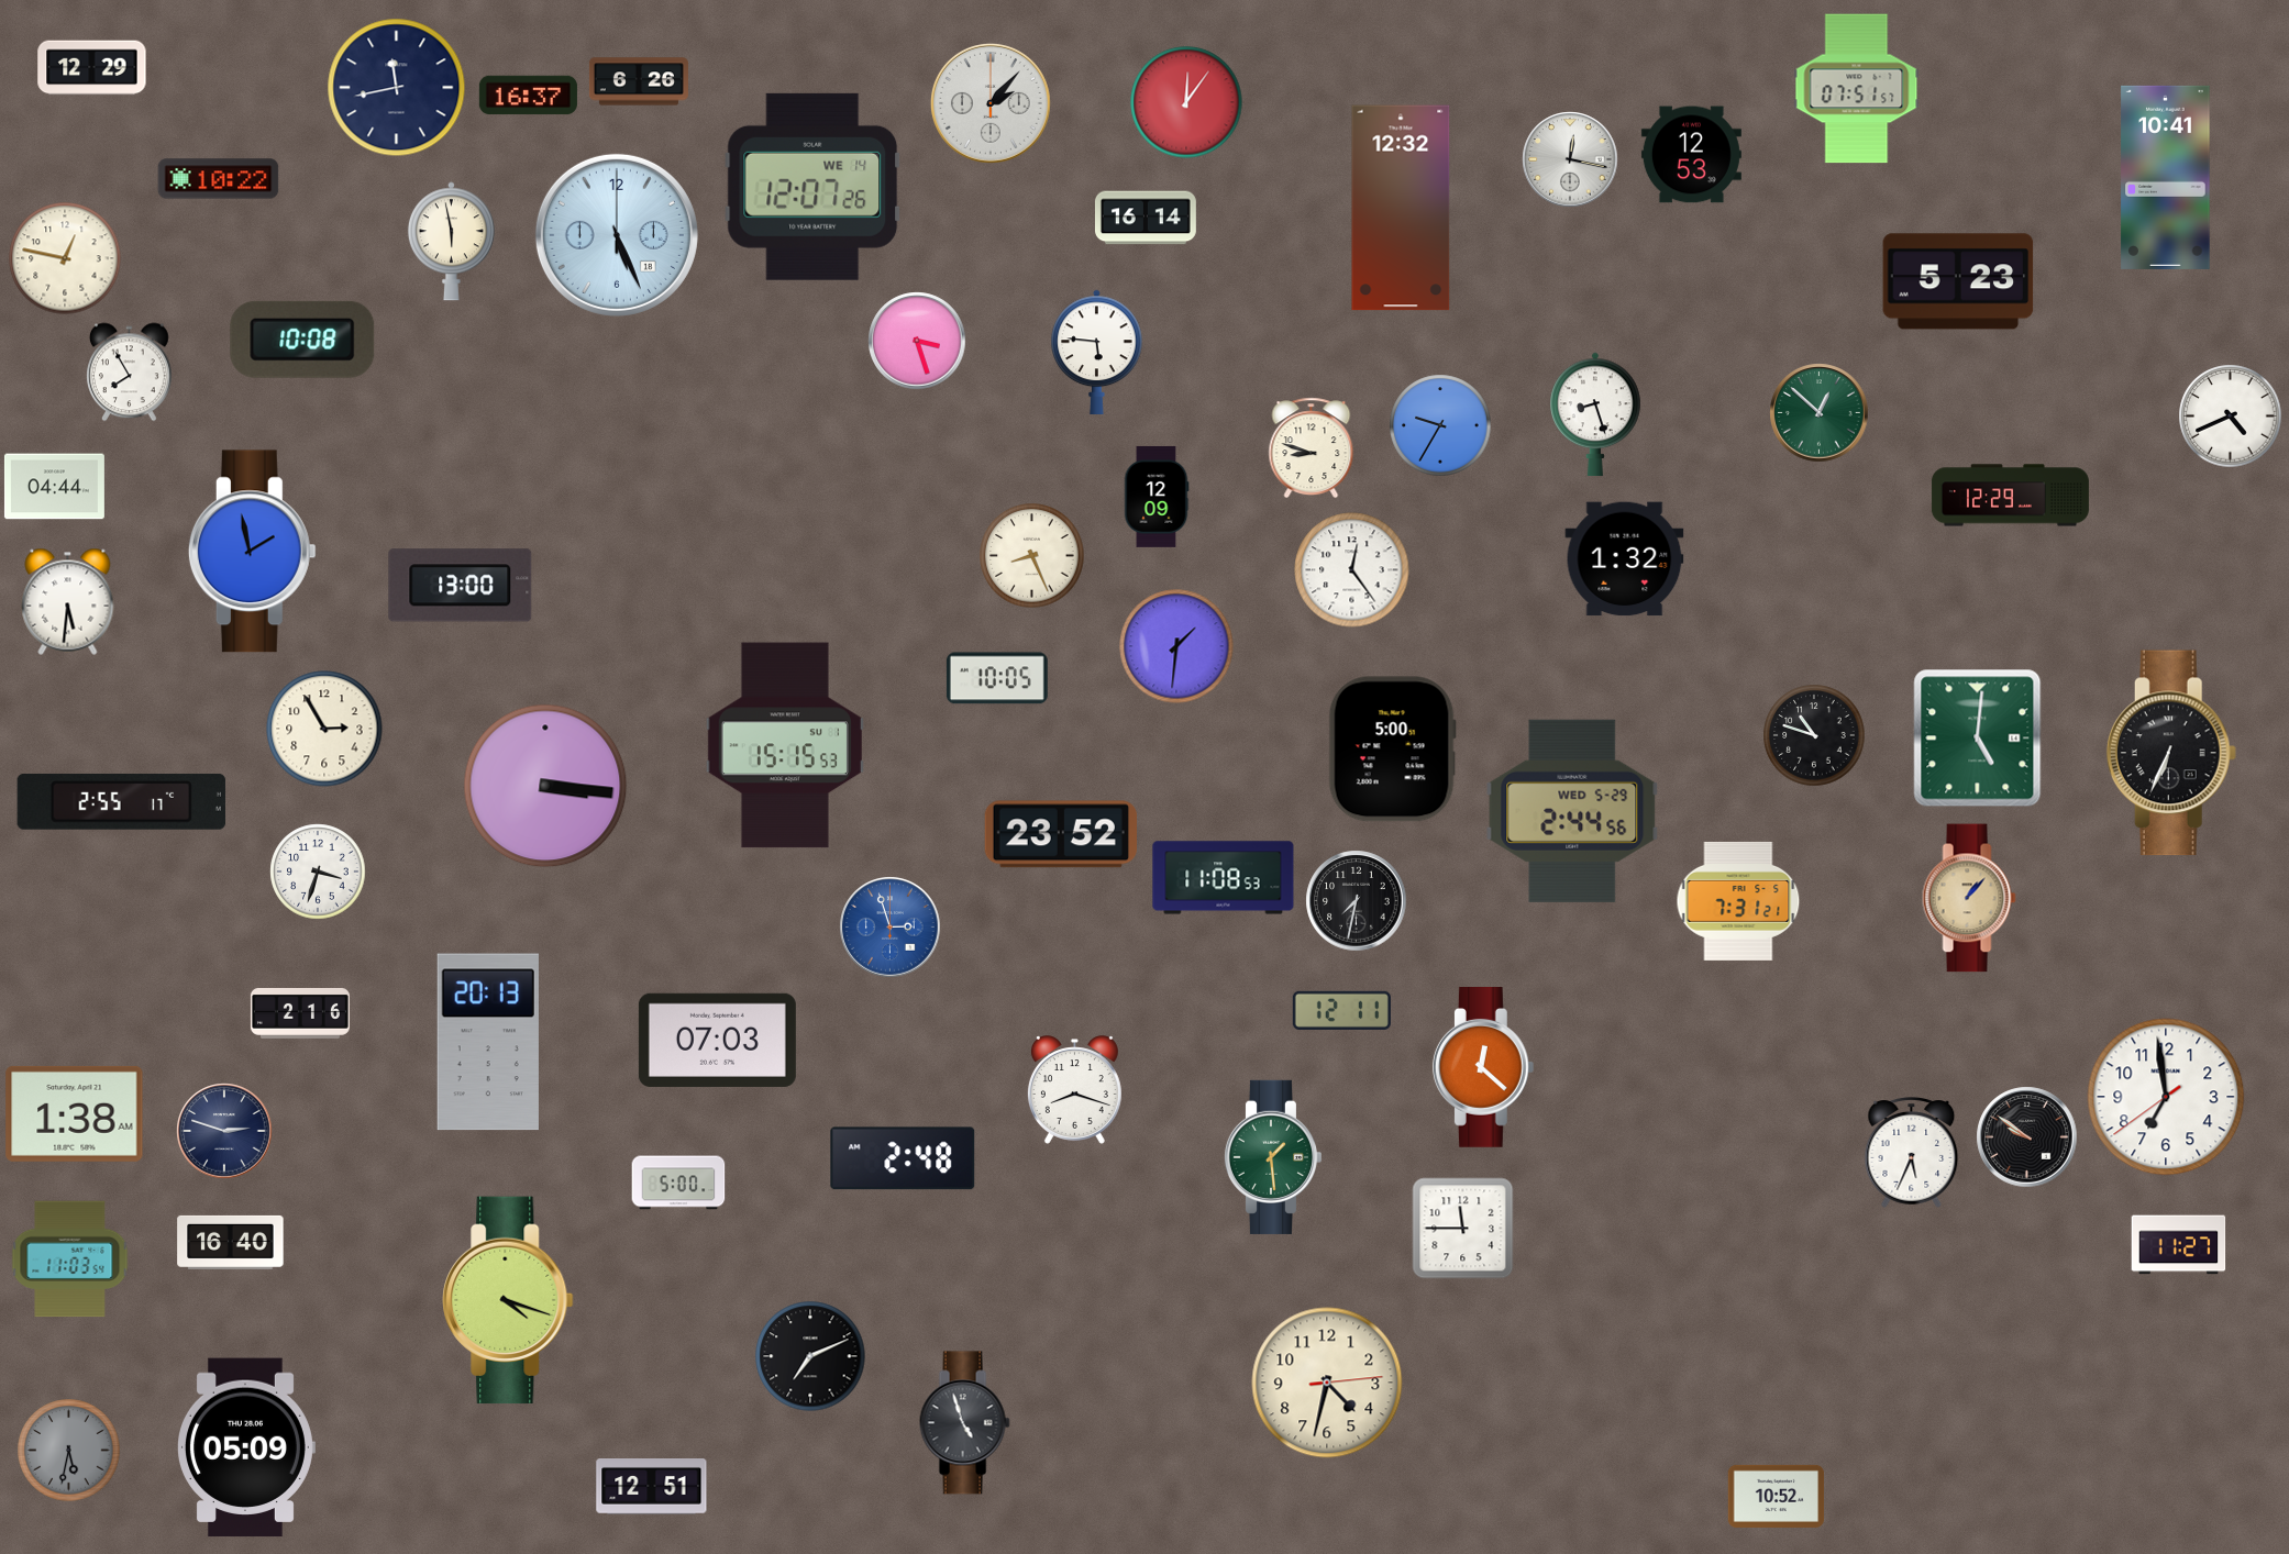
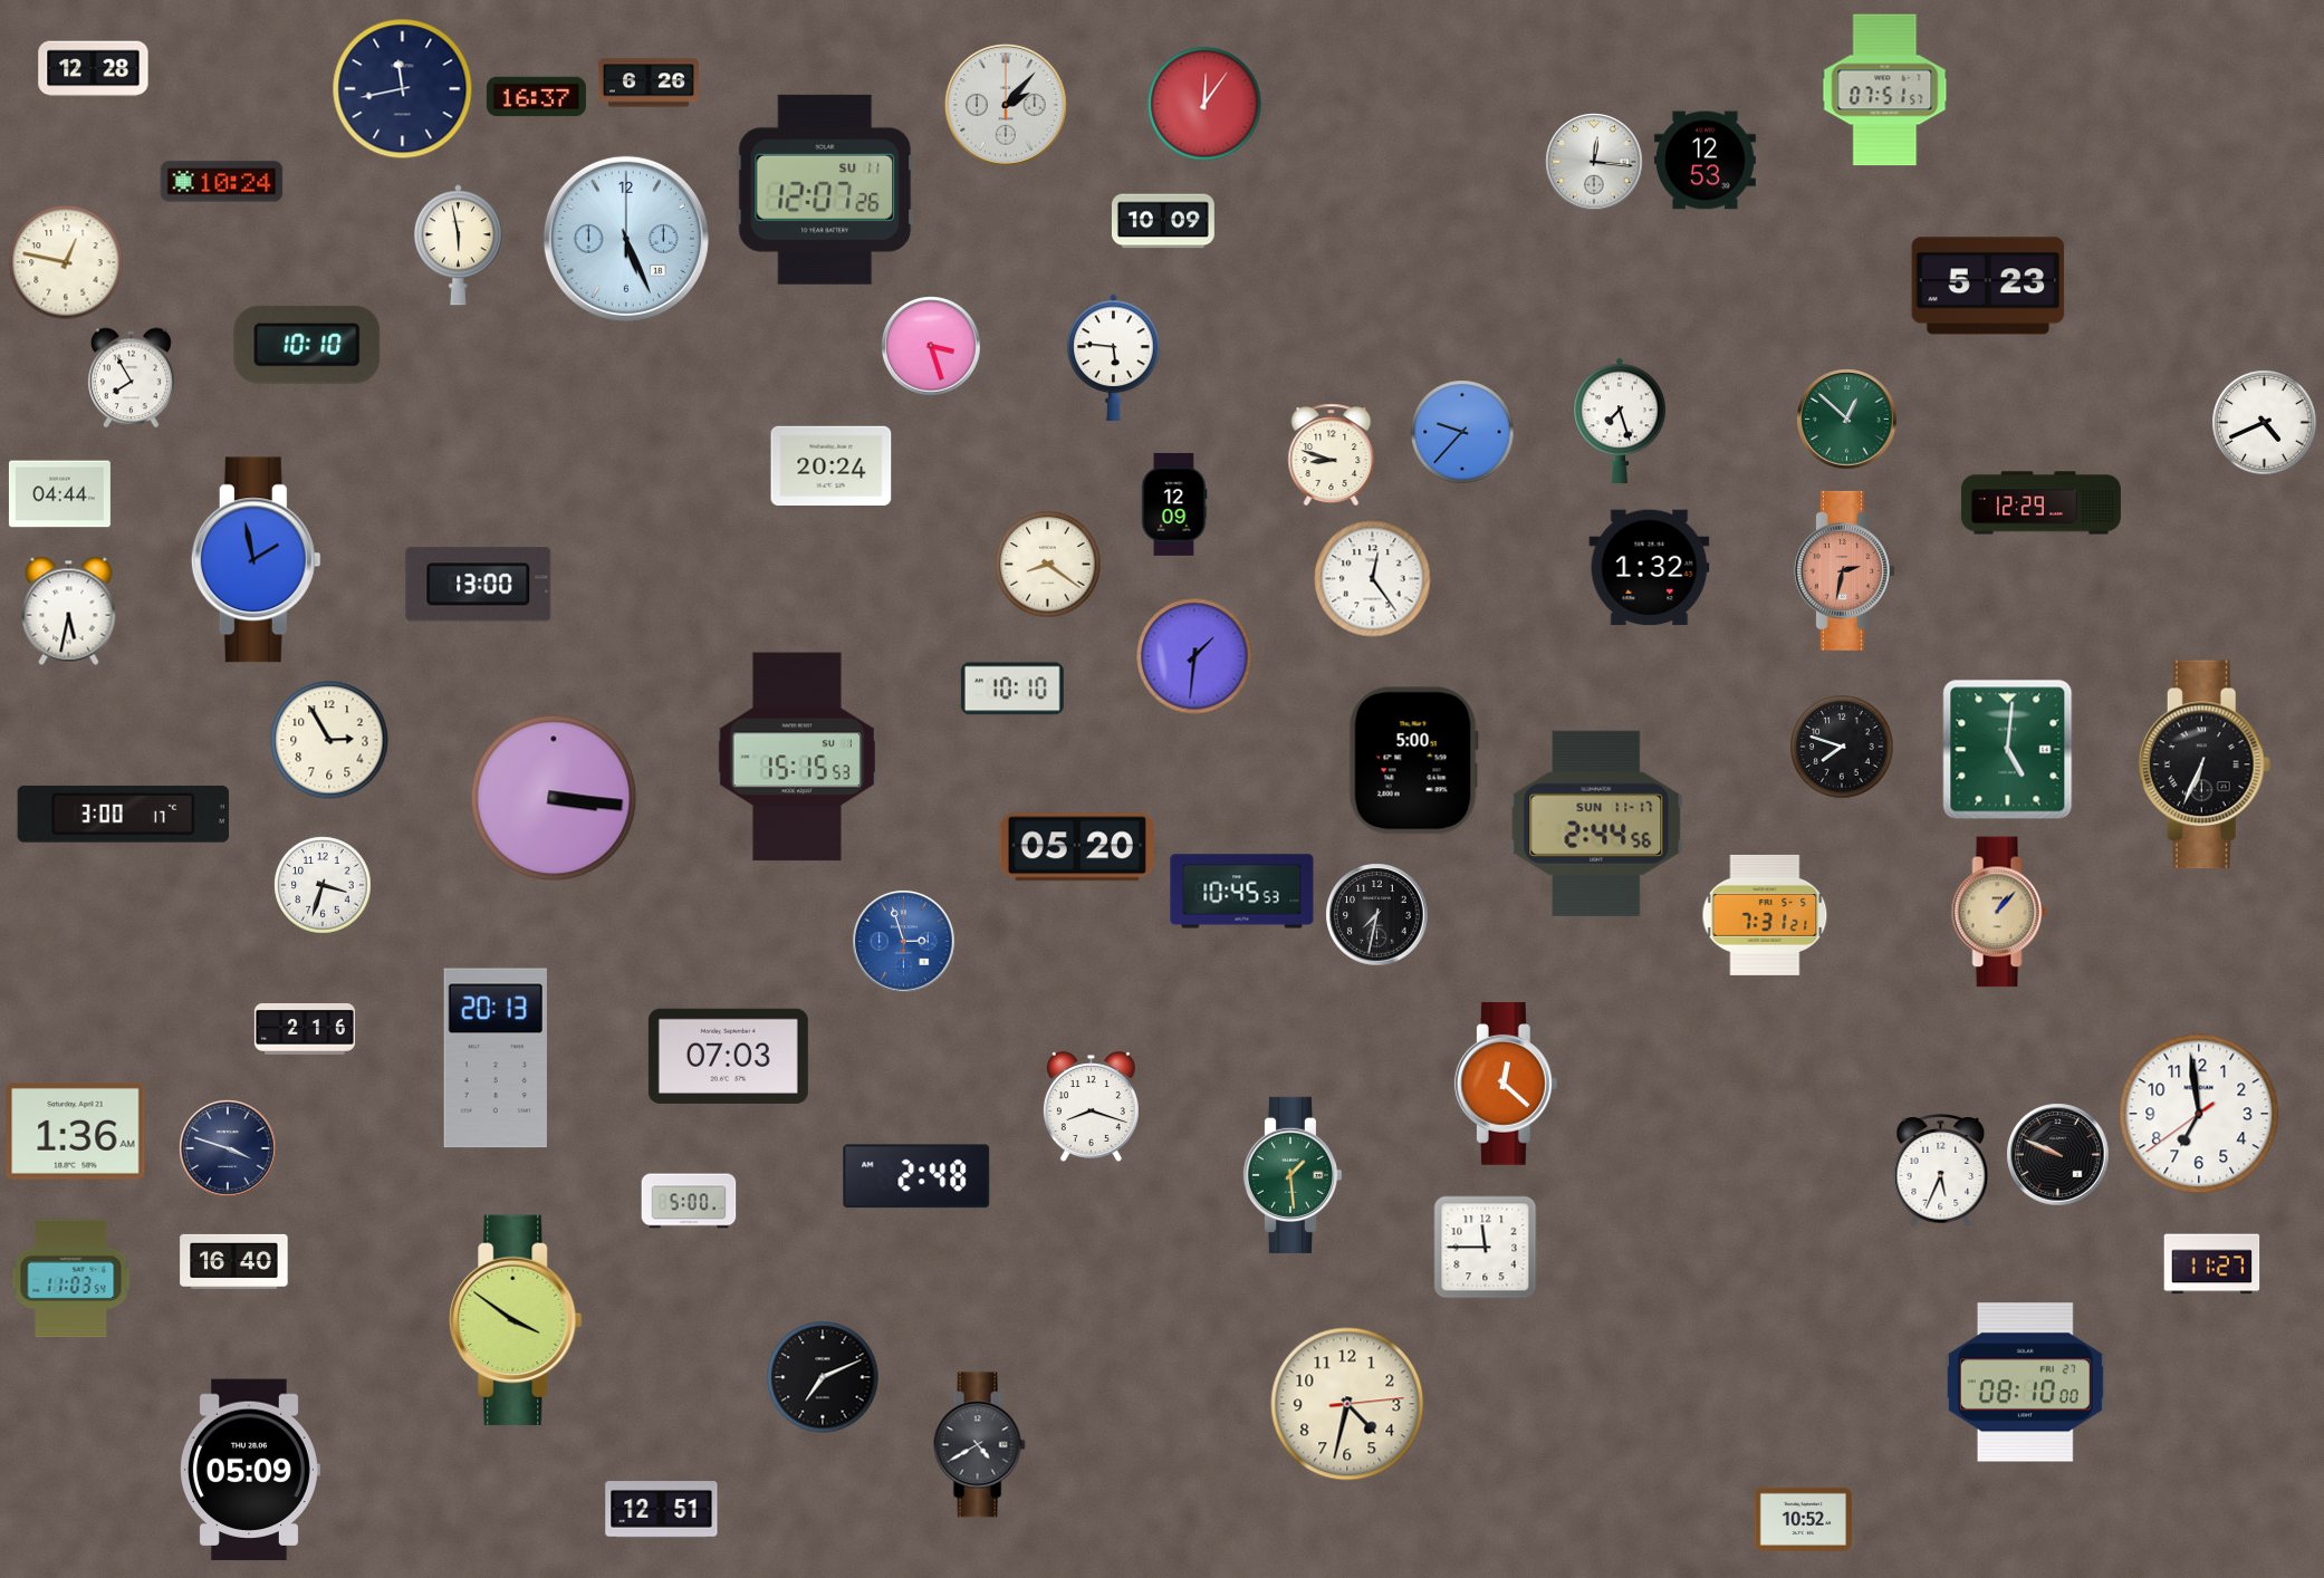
clock at (92, 68): 12:29 -> 12:28
clock at (1691, 155) position: (1691, 155) -> (1704, 161)
clock at (1570, 159): 12:17 -> 12:16
clock at (2166, 177): 10:41 -> none
clock at (219, 179): 10:22 -> 10:24
clock at (812, 187) date: WE 14 -> SU 11
clock at (1401, 208): 12:32 -> none
clock at (1146, 218): 16:14 -> 10:09
clock at (302, 340): 10:08 -> 10:10
clock at (1595, 414): 8:27 -> 7:27
clock at (1440, 425): 9:35 -> 9:37
clock at (832, 465): none -> 20:24
clock at (54, 487) position: (54, 487) -> (59, 494)
clock at (1032, 556): 8:26 -> 8:21
clock at (1844, 570): none -> 2:32
clock at (461, 586) position: (461, 586) -> (479, 585)
clock at (68, 601): 5:31 -> 5:32
clock at (997, 678): 10:05 -> 10:10
clock at (1814, 735): 10:48 -> 7:48
clock at (121, 801): 2:55 -> 3:00
clock at (1572, 811) date: WED 5-29 -> SUN 11-17
clock at (1061, 834): 23:52 -> 05:20
clock at (1224, 878): 11:08 -> 10:45
clock at (1341, 1010): 12:11 -> none
clock at (75, 1113): 1:38 -> 1:36
clock at (224, 1131): 2:48 -> 3:48
clock at (2027, 1137): 9:51 -> 9:49
clock at (508, 1300): 4:18 -> 3:51
clock at (2025, 1383): none -> 08:10
clock at (964, 1423): 4:57 -> 4:40
clock at (69, 1451): 5:32 -> none
